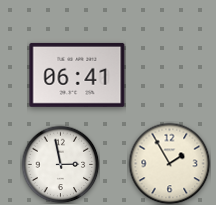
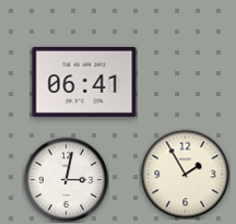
clock at (169, 163) position: (169, 163) -> (185, 174)
clock at (60, 164): 2:58 -> 3:02
